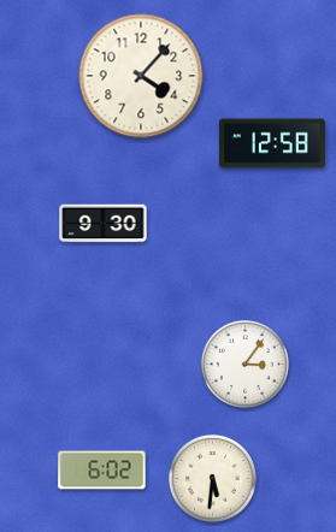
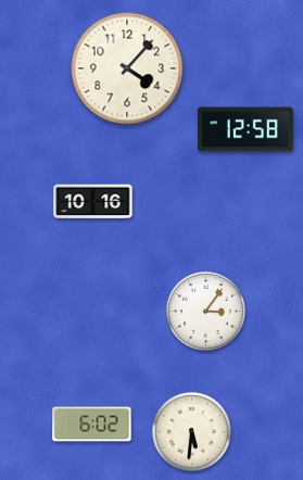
clock at (104, 224): 9:30 -> 10:16
clock at (244, 363) position: (244, 363) -> (205, 311)
